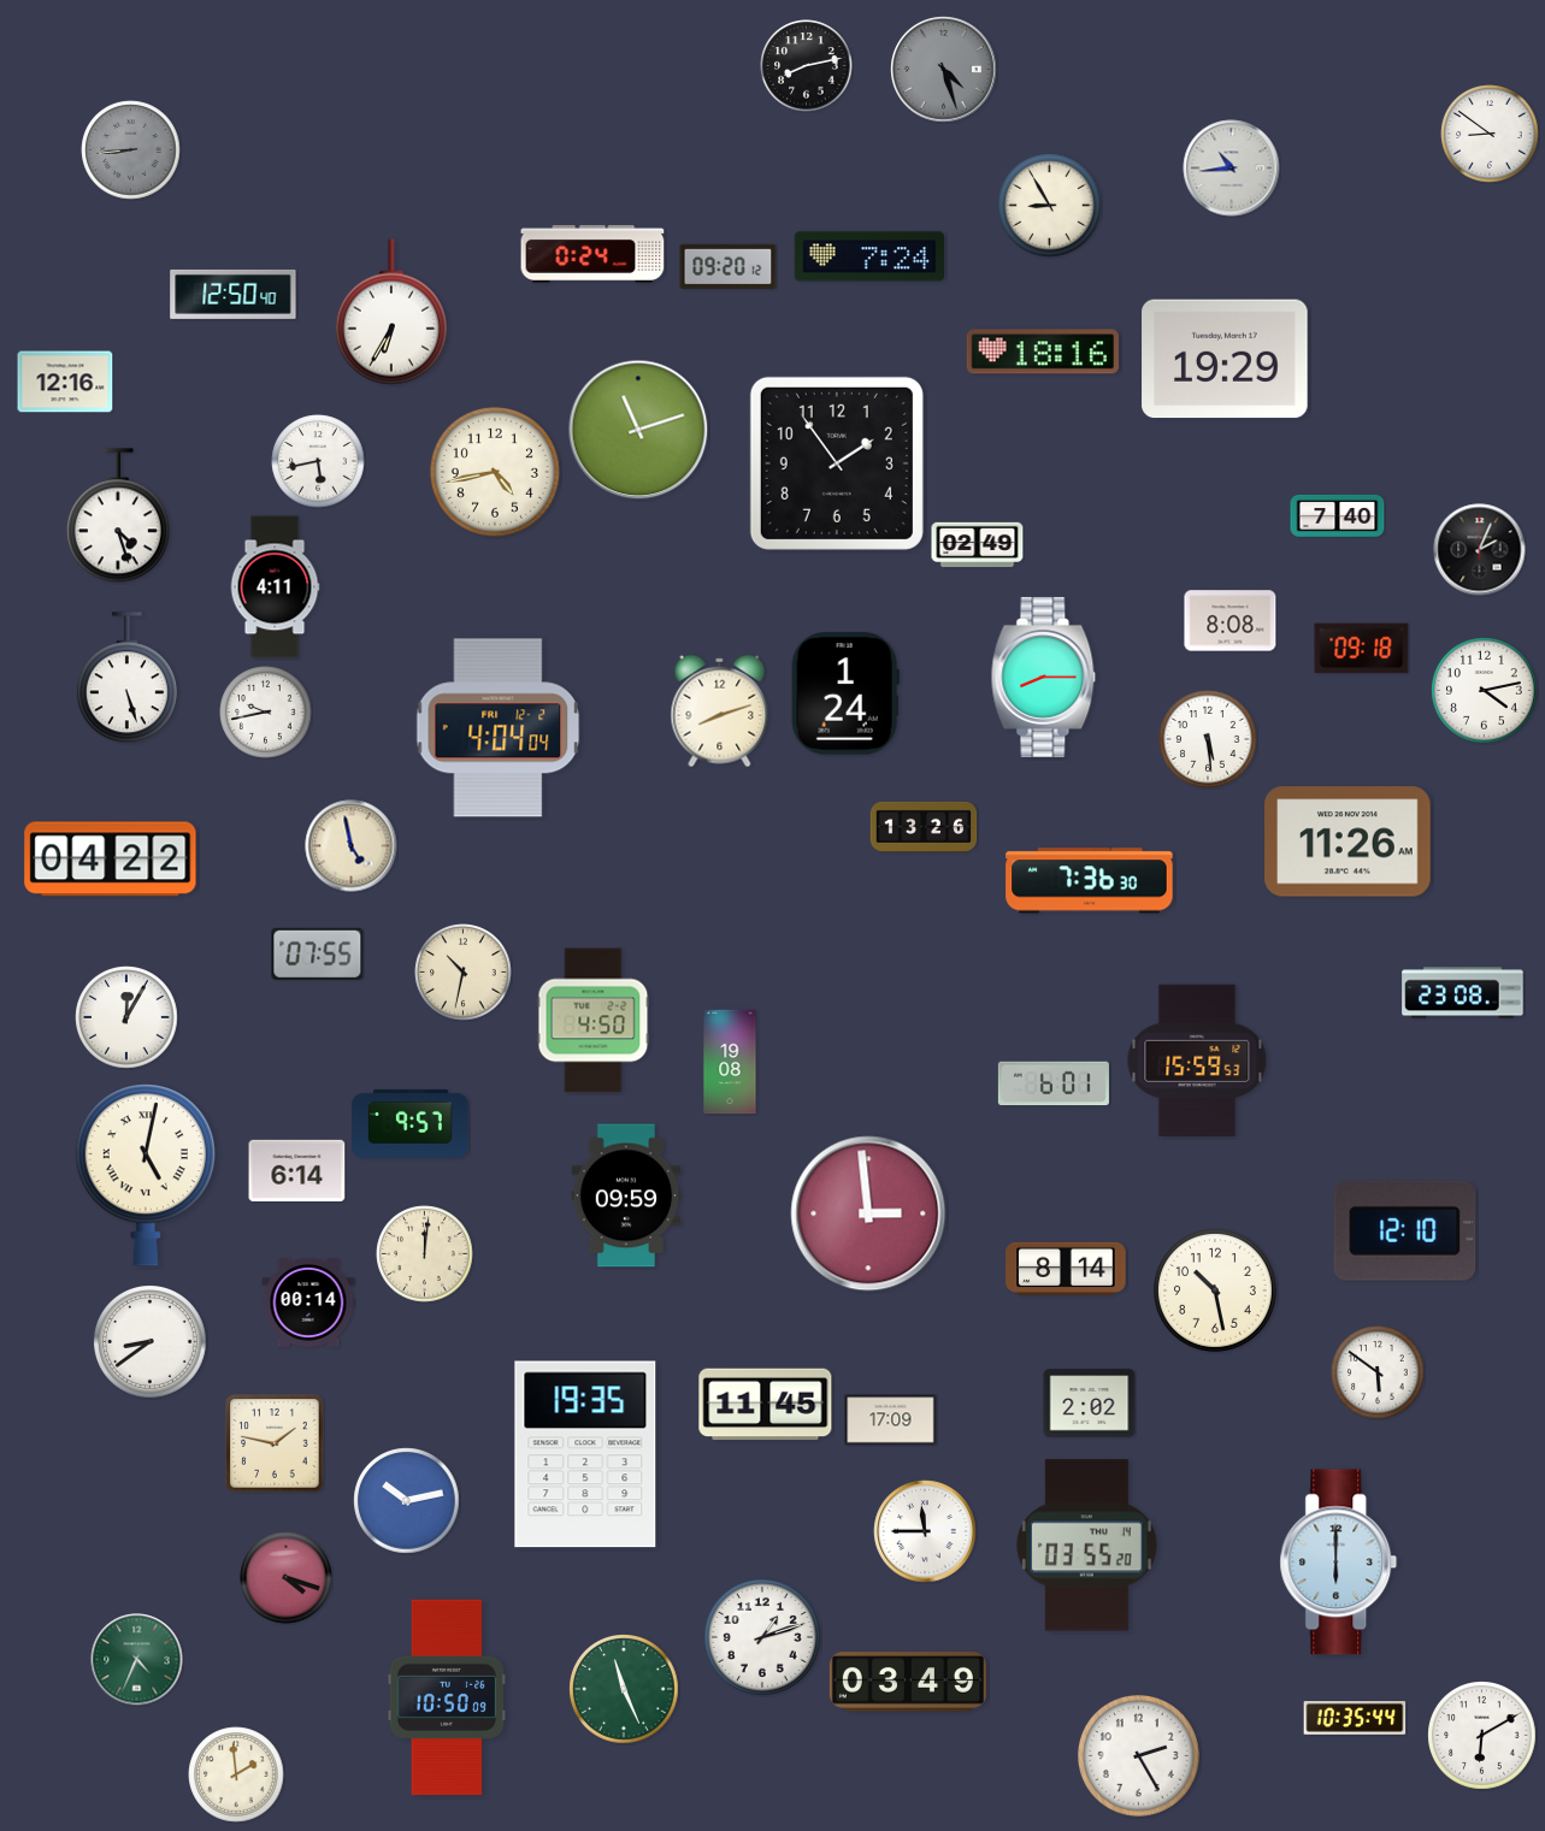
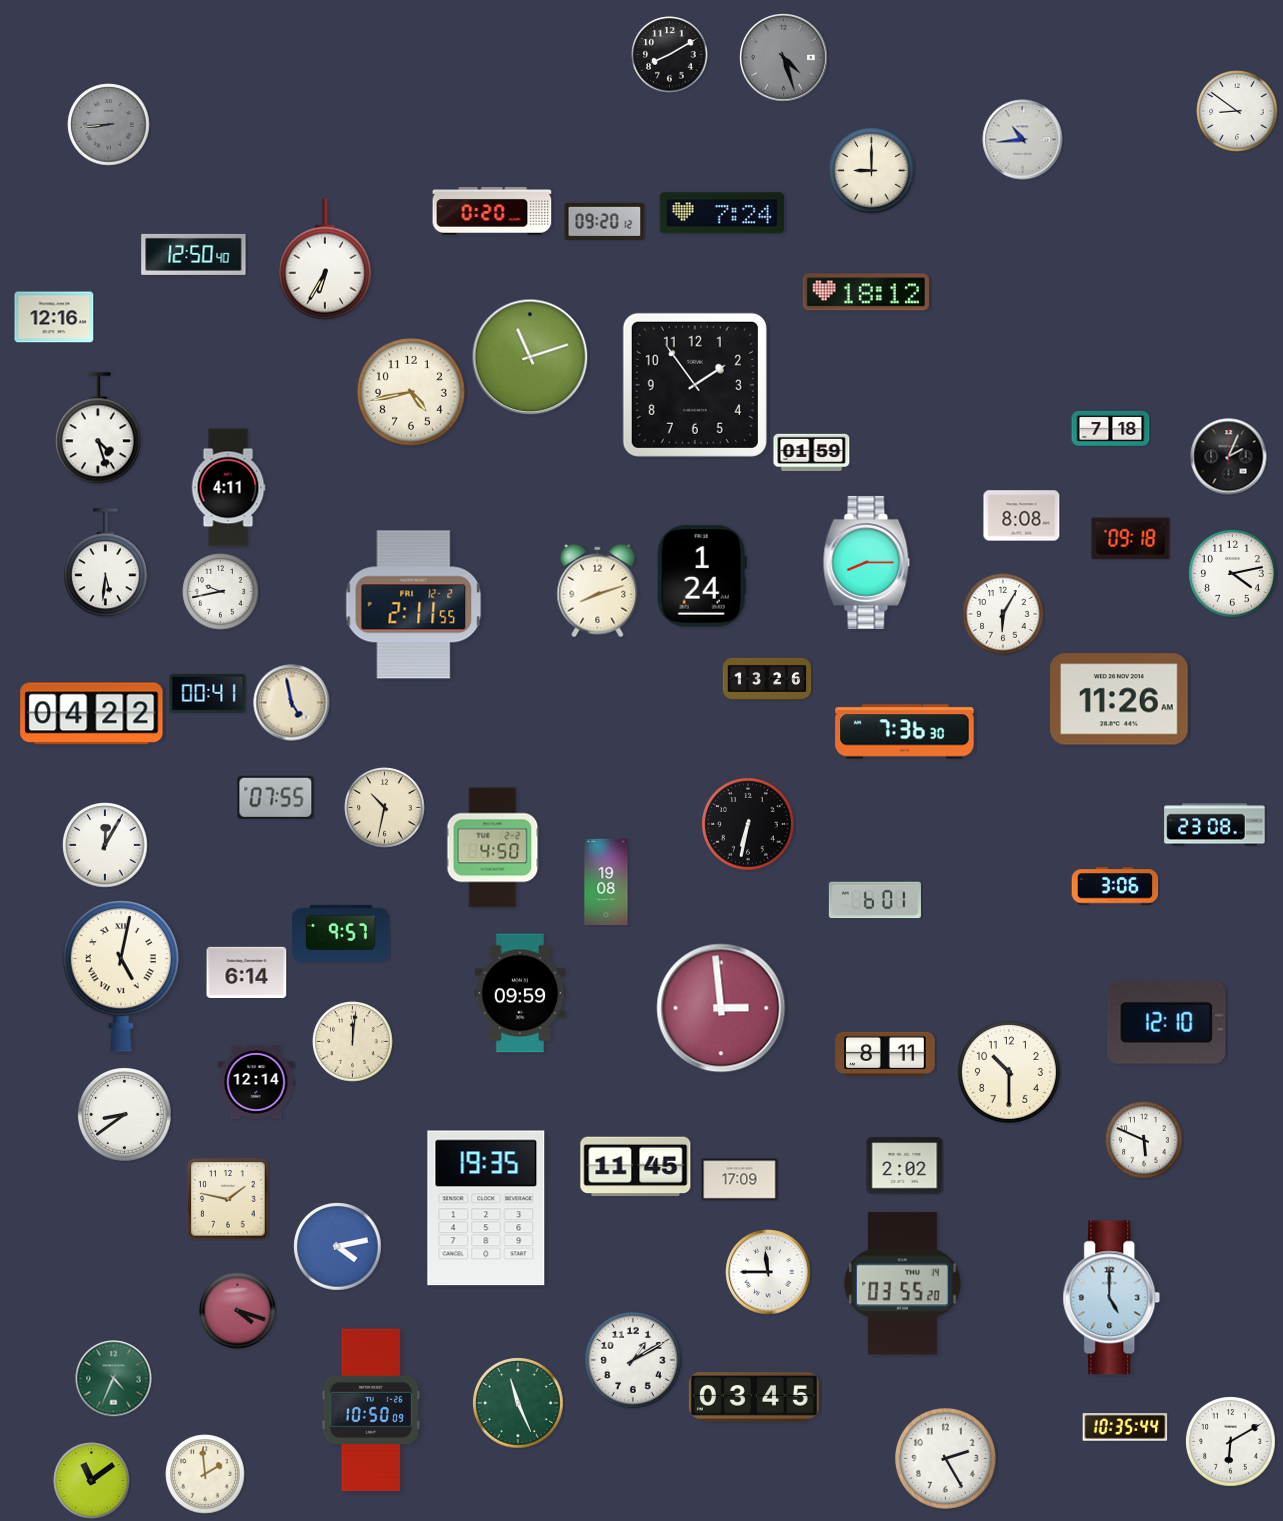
clock at (807, 66): 8:13 -> 8:10
clock at (1050, 206): 8:55 -> 9:00
clock at (592, 254): 0:24 -> 0:20
clock at (234, 294) position: (234, 294) -> (194, 254)
clock at (1043, 352): 18:16 -> 18:12
clock at (1225, 359): 19:29 -> none
clock at (318, 461): 5:43 -> none
clock at (1338, 515): 7:40 -> 7:18
clock at (978, 545): 02:49 -> 01:59
clock at (126, 678): 5:27 -> 5:31
clock at (499, 728): 4:04 -> 2:11
clock at (1208, 739): 5:29 -> 6:05
clock at (924, 827) position: (924, 827) -> (767, 679)
clock at (208, 693): none -> 00:41
clock at (318, 953) position: (318, 953) -> (276, 797)
clock at (749, 825): none -> 6:32
clock at (1197, 1061): 15:59 -> none
clock at (1115, 886): none -> 3:06
clock at (1066, 1269): 8:14 -> 8:11
clock at (1215, 1290): 10:28 -> 10:30
clock at (308, 1303): 00:14 -> 12:14
clock at (1378, 1372): 5:51 -> 5:49
clock at (407, 1501): 10:13 -> 4:13
clock at (1339, 1563): 6:00 -> 5:00
clock at (763, 1638): 1:12 -> 1:10
clock at (908, 1682): 03:49 -> 03:45
clock at (236, 1774) position: (236, 1774) -> (205, 1474)
clock at (92, 1481): none -> 11:09
